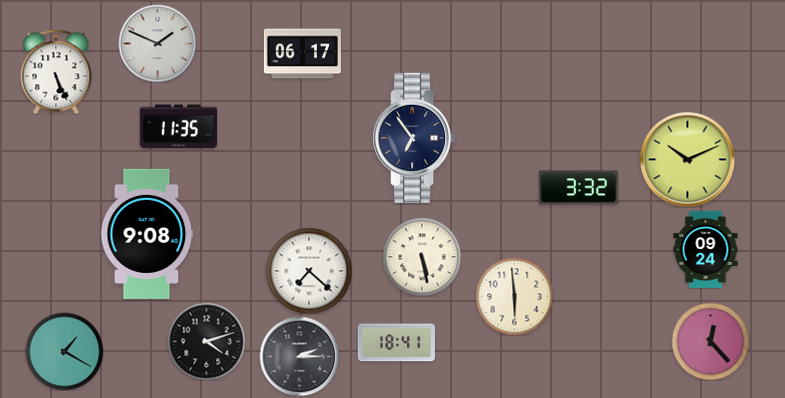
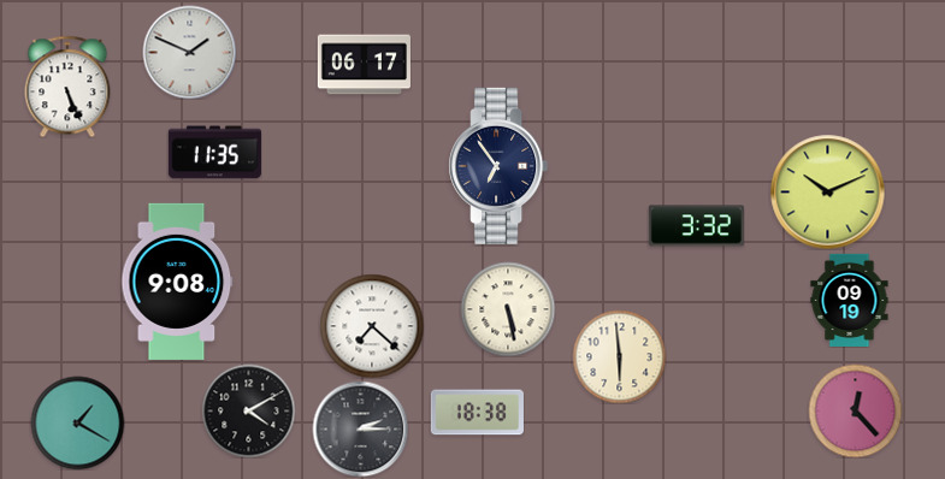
clock at (706, 249): 09:24 -> 09:19
clock at (206, 341): 4:12 -> 4:10
clock at (396, 343): 18:41 -> 18:38
